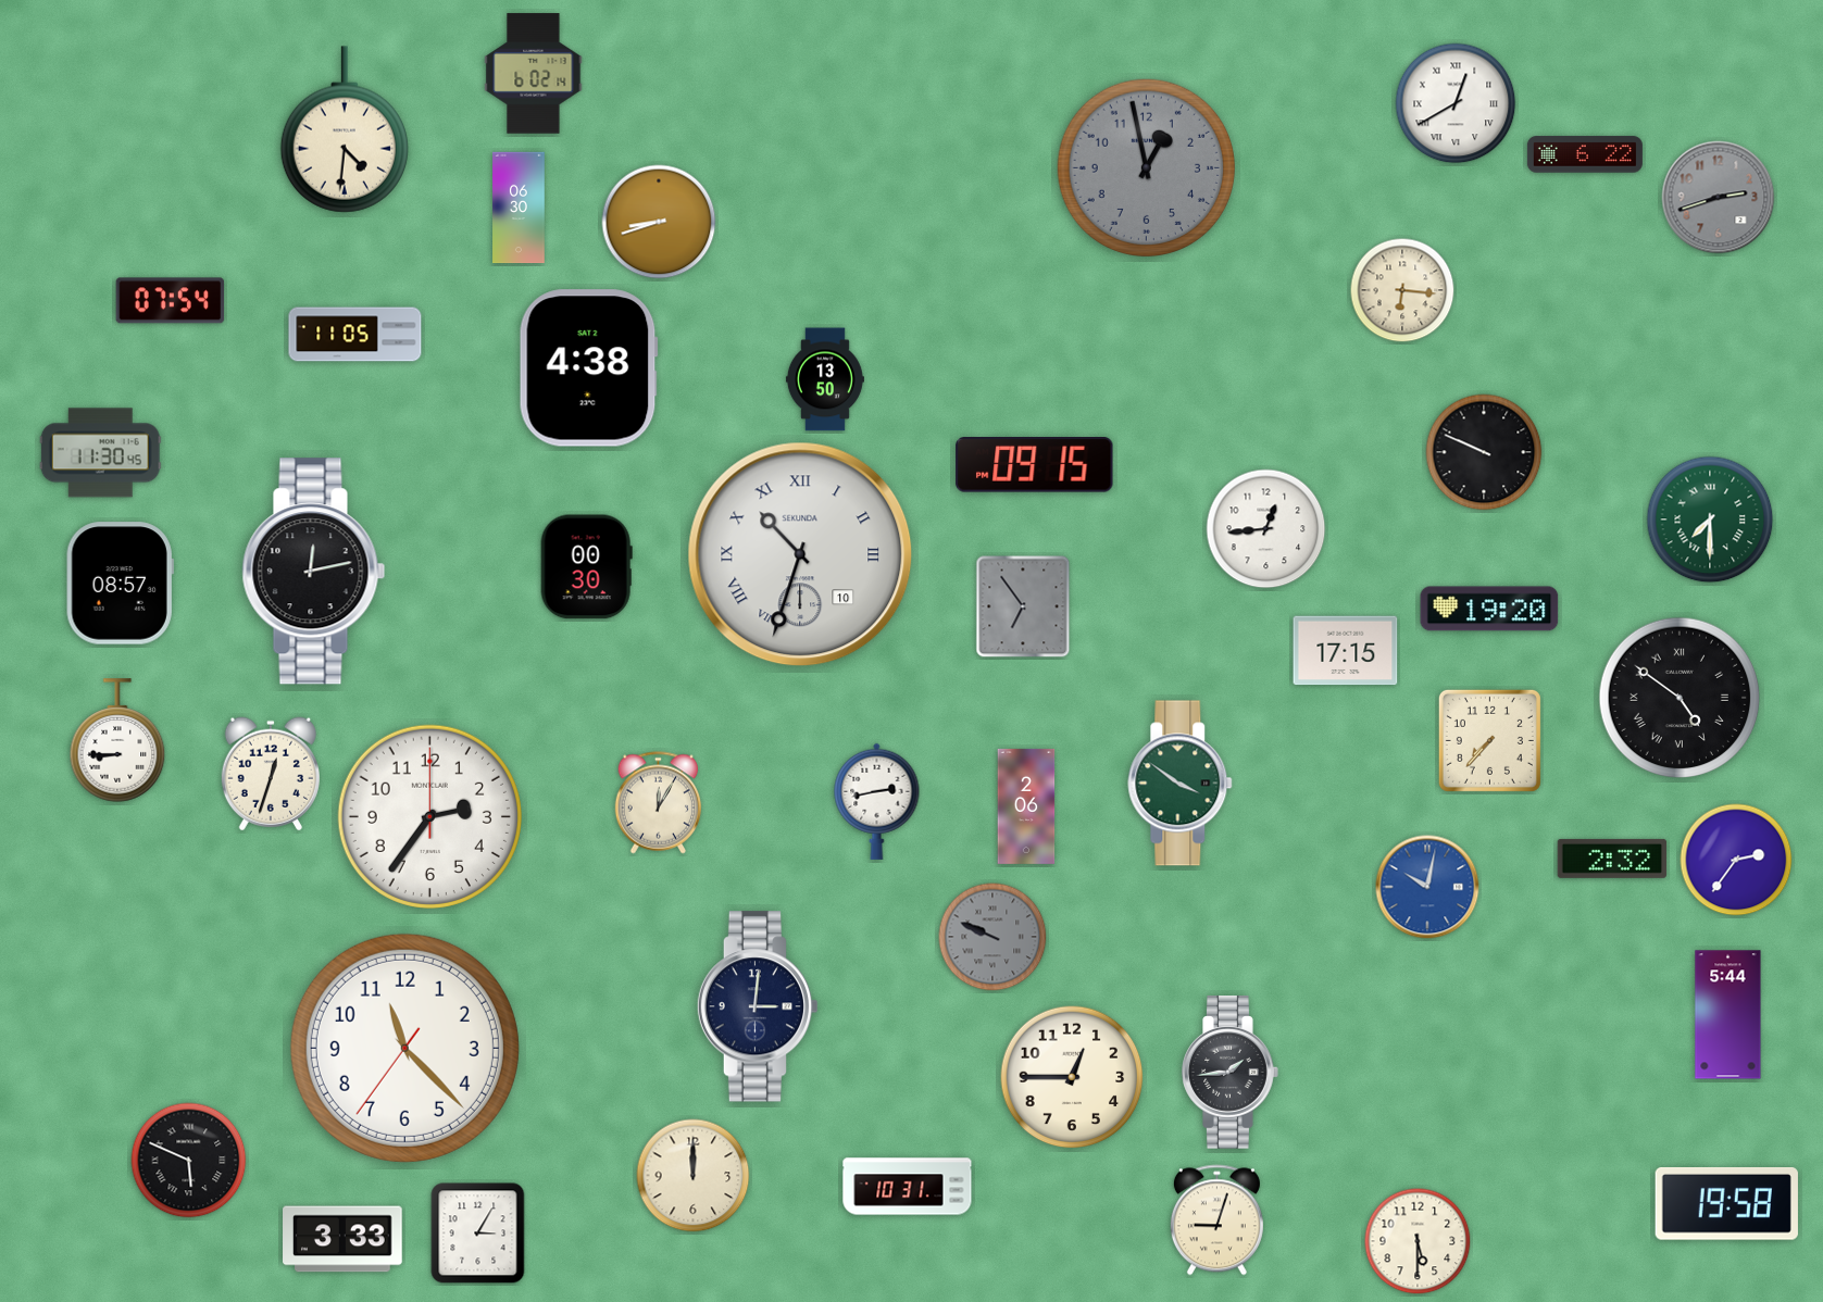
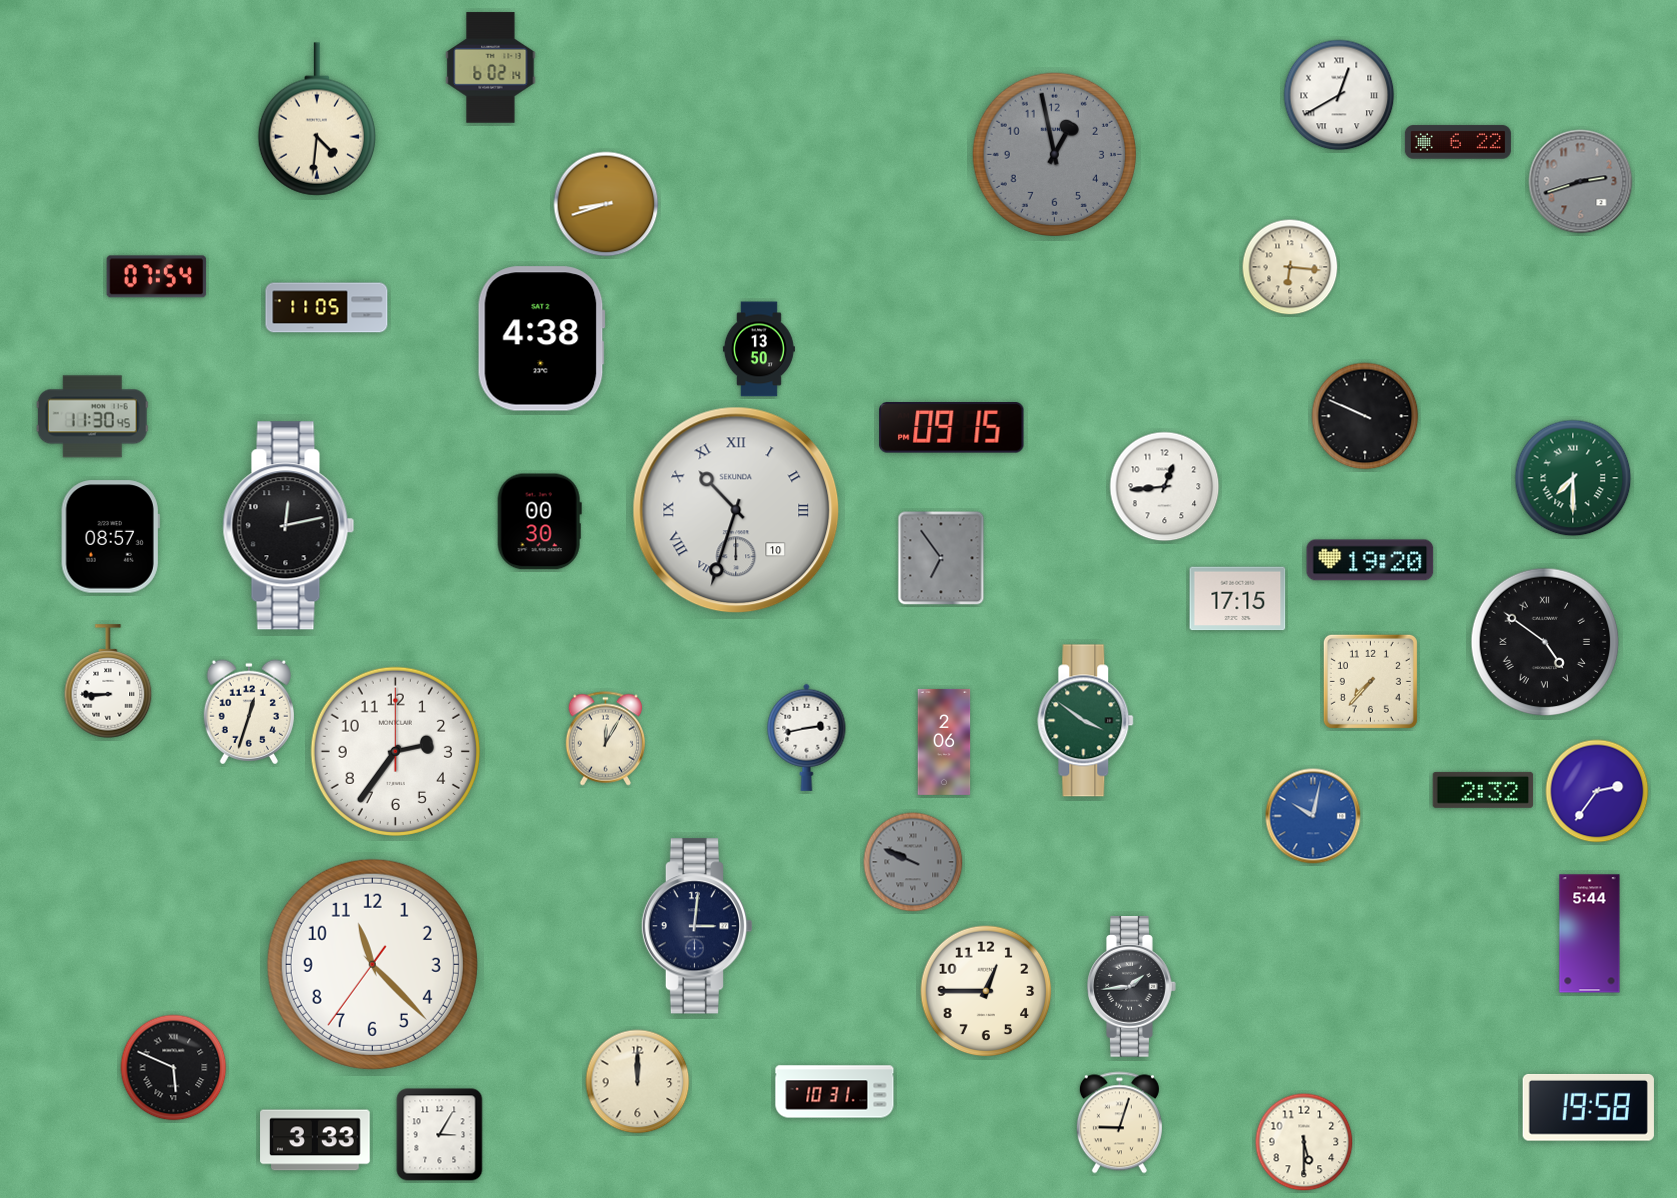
clock at (519, 208): 06:30 -> none
